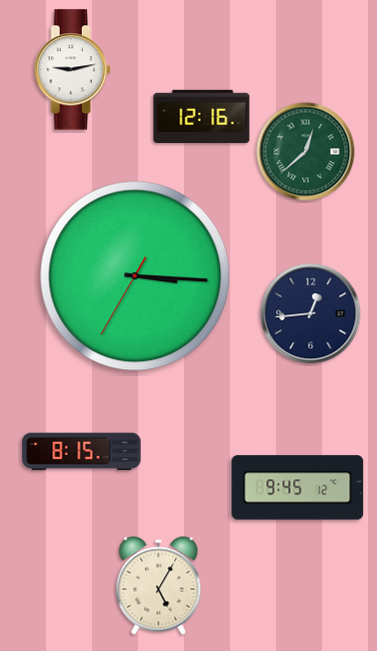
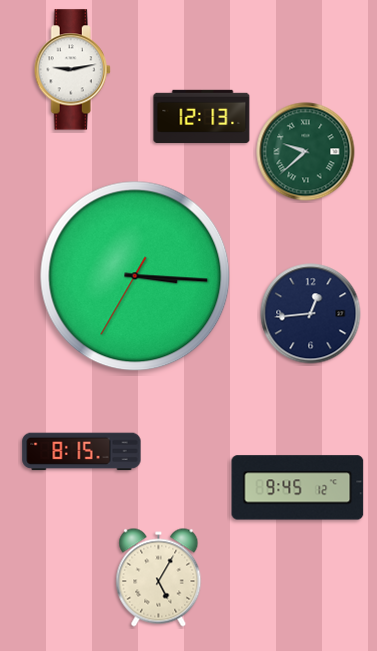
clock at (202, 116): 12:16 -> 12:13
clock at (306, 152): 12:38 -> 9:38
clock at (159, 586) position: (159, 586) -> (159, 578)
